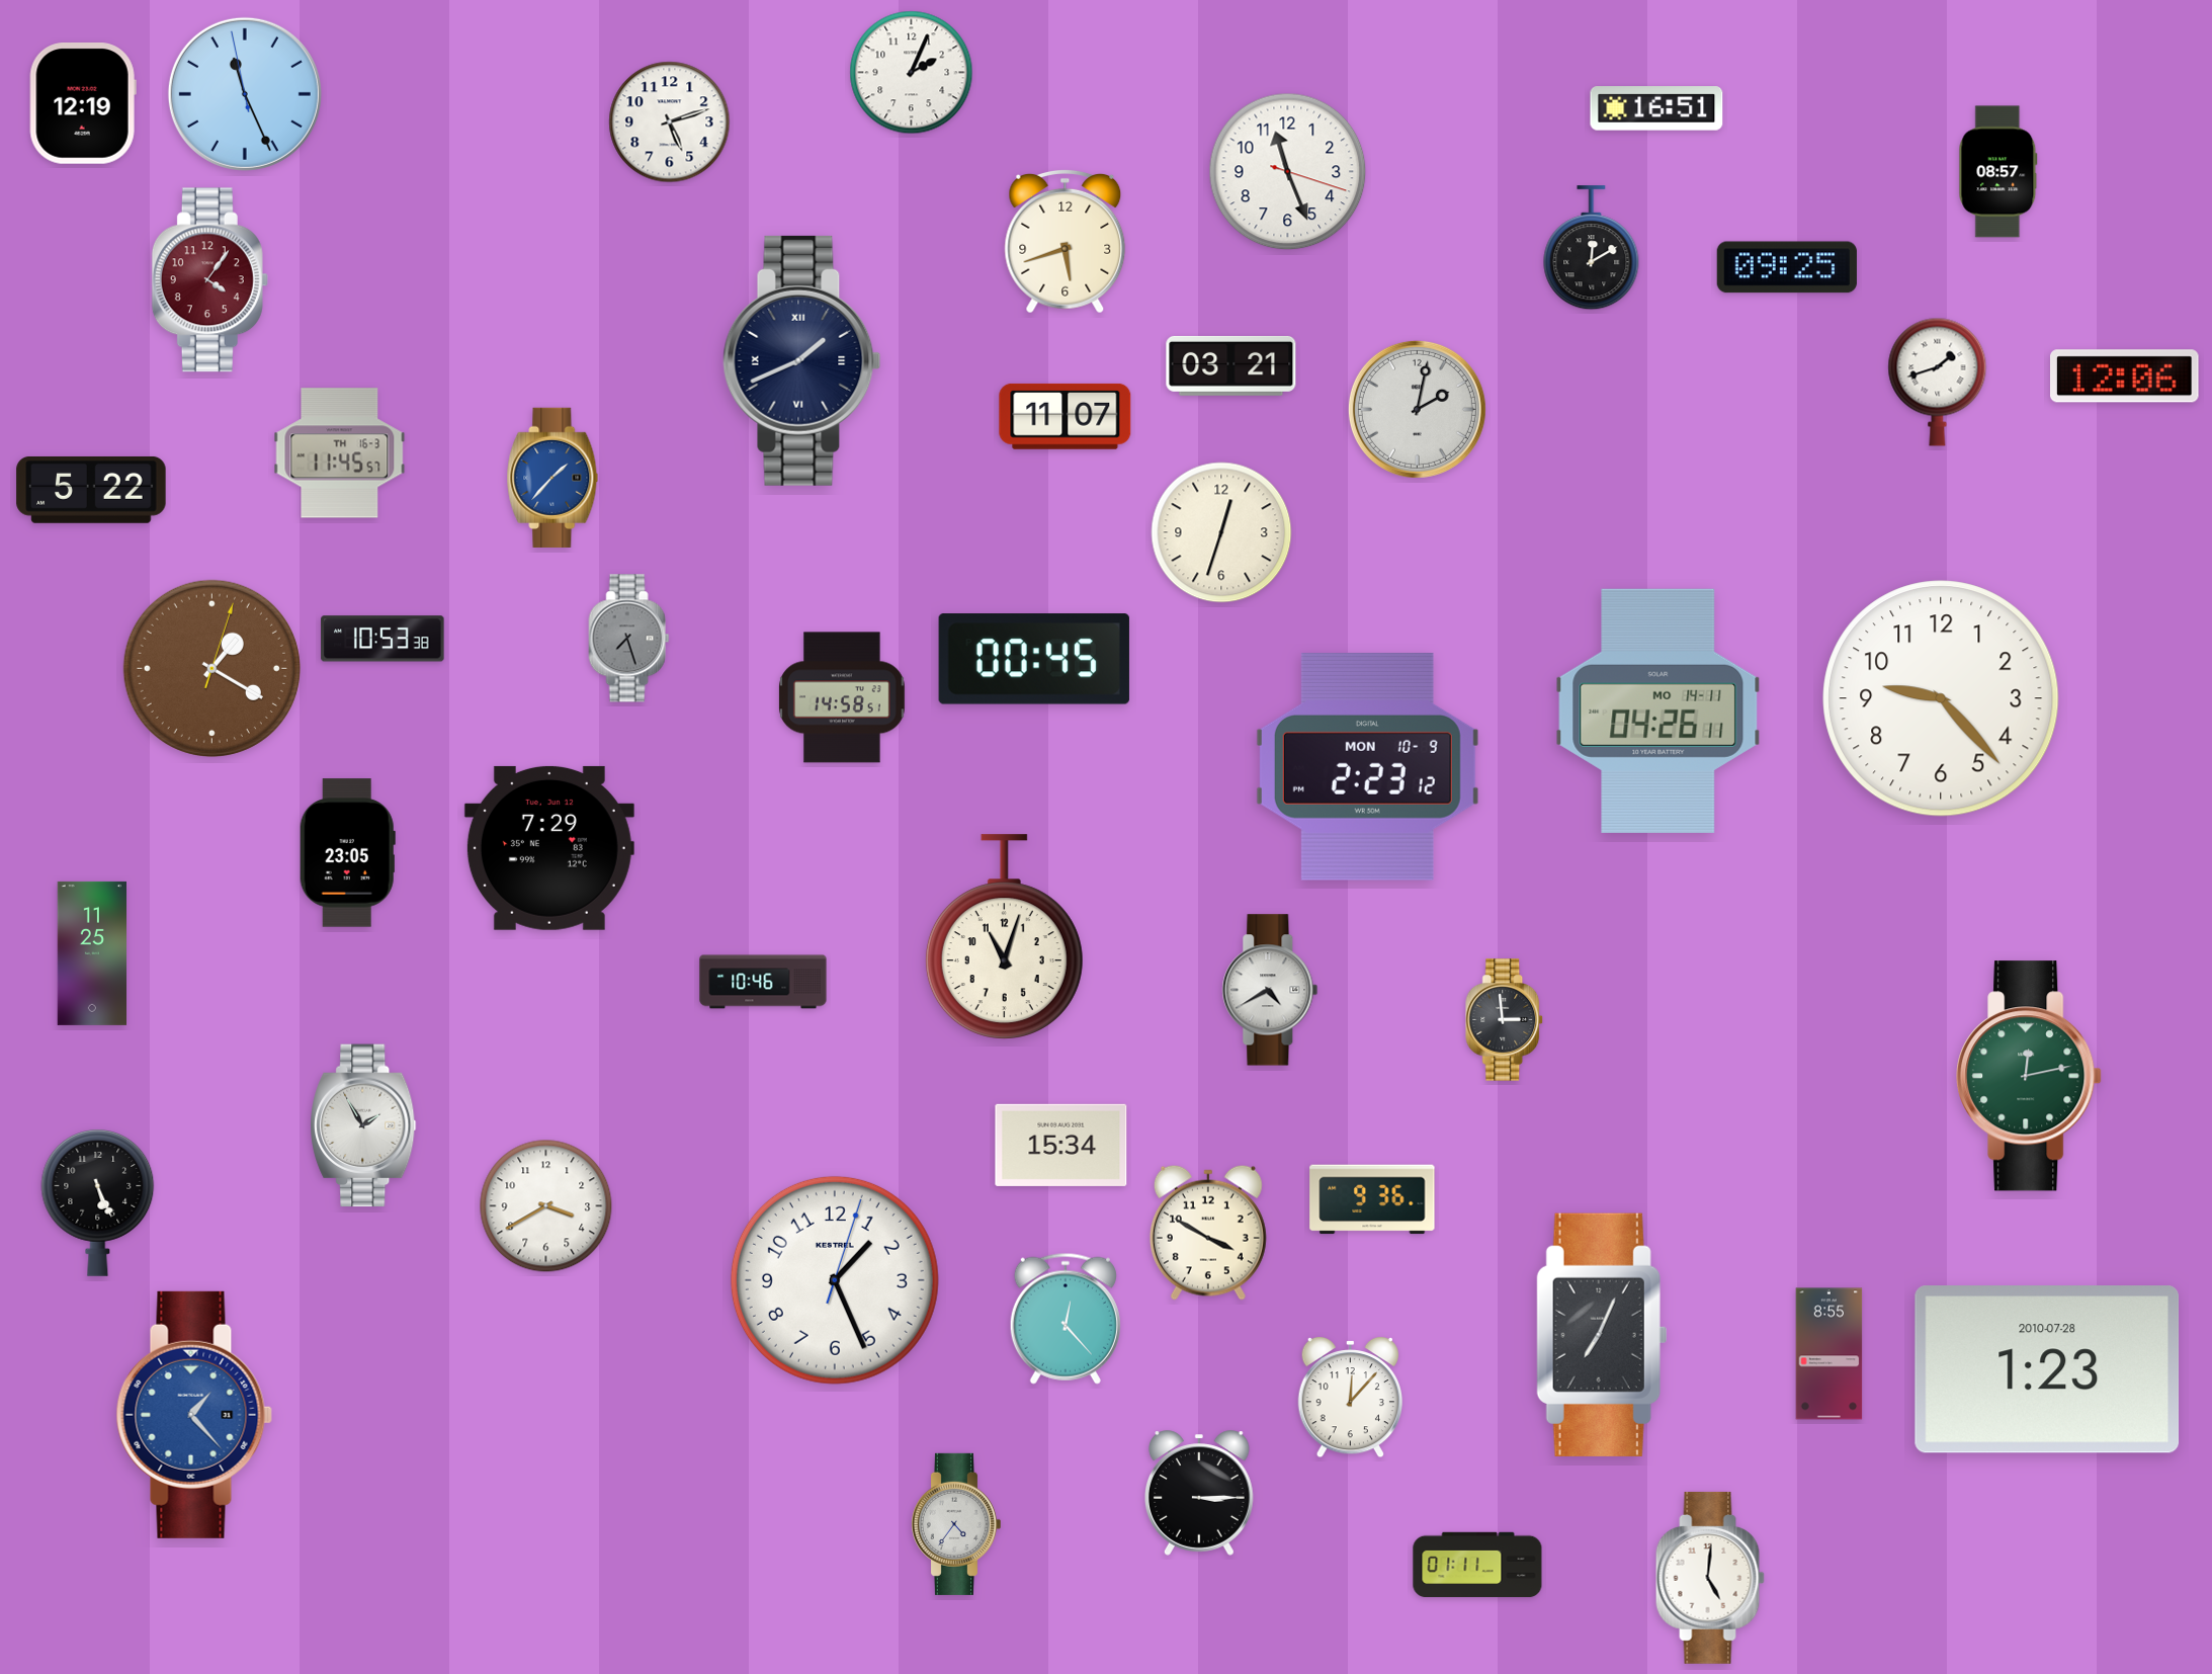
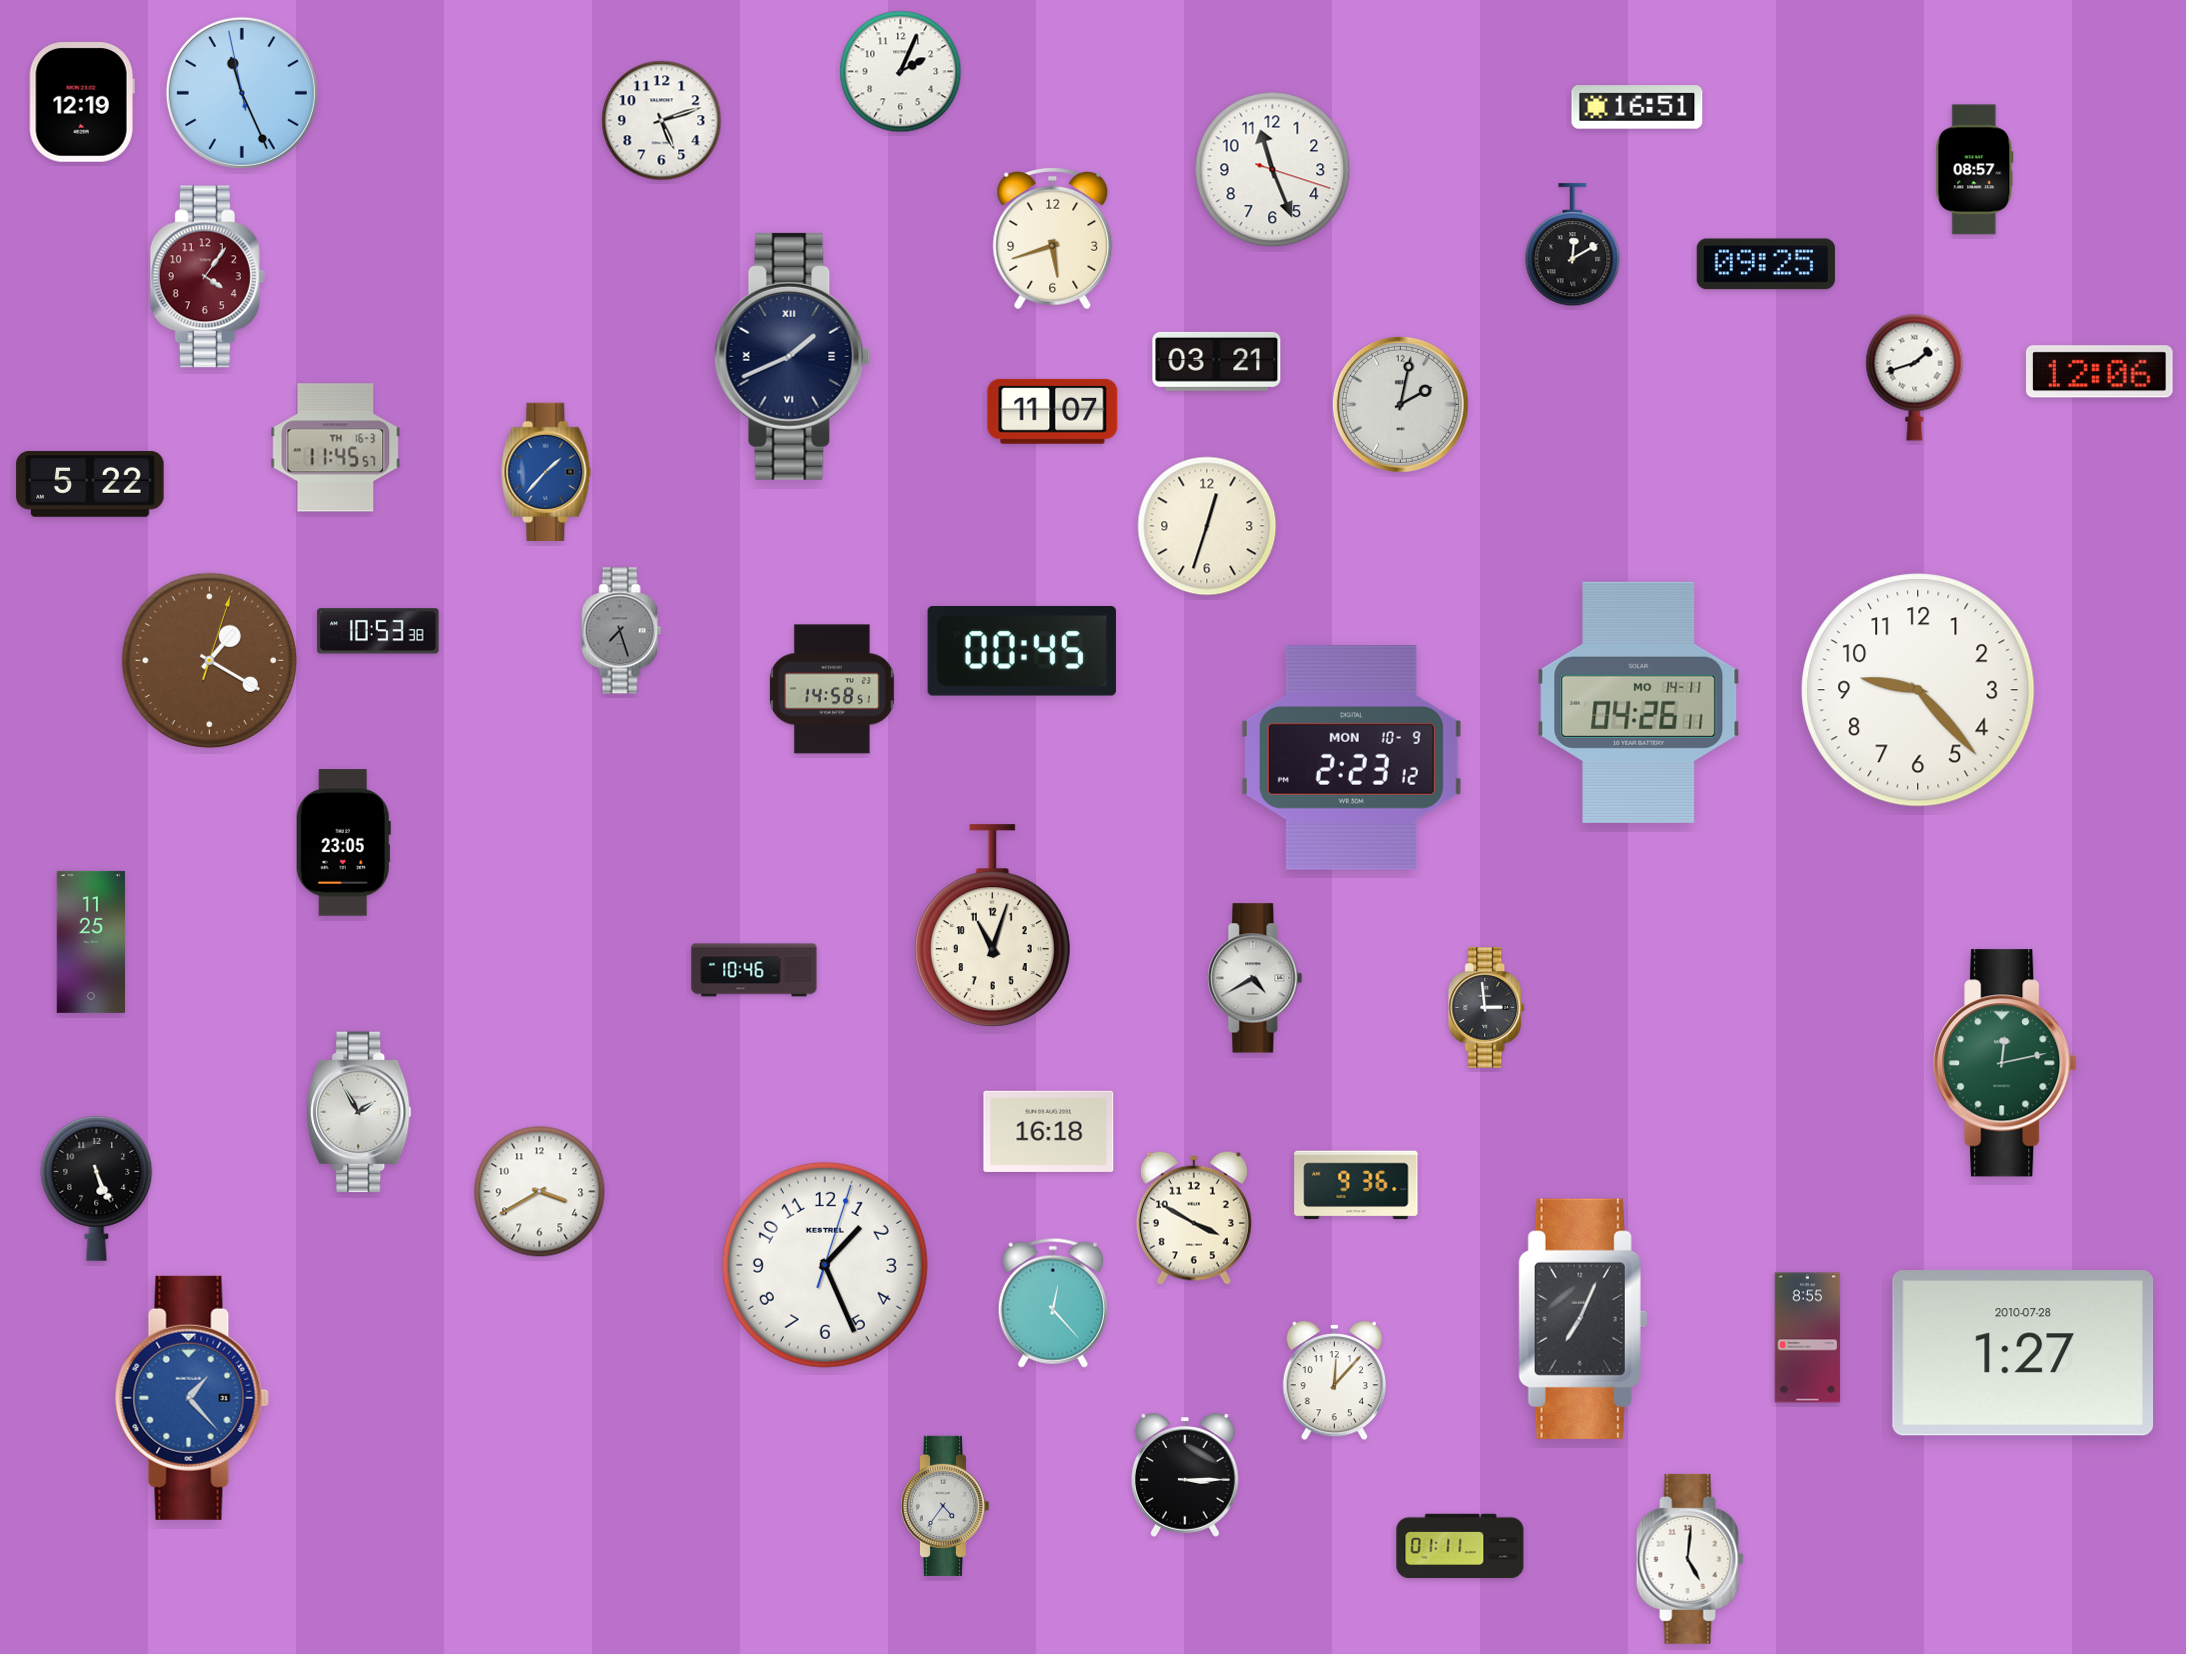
clock at (549, 848): 7:29 -> none
clock at (1061, 1145): 15:34 -> 16:18
clock at (2047, 1369): 1:23 -> 1:27
